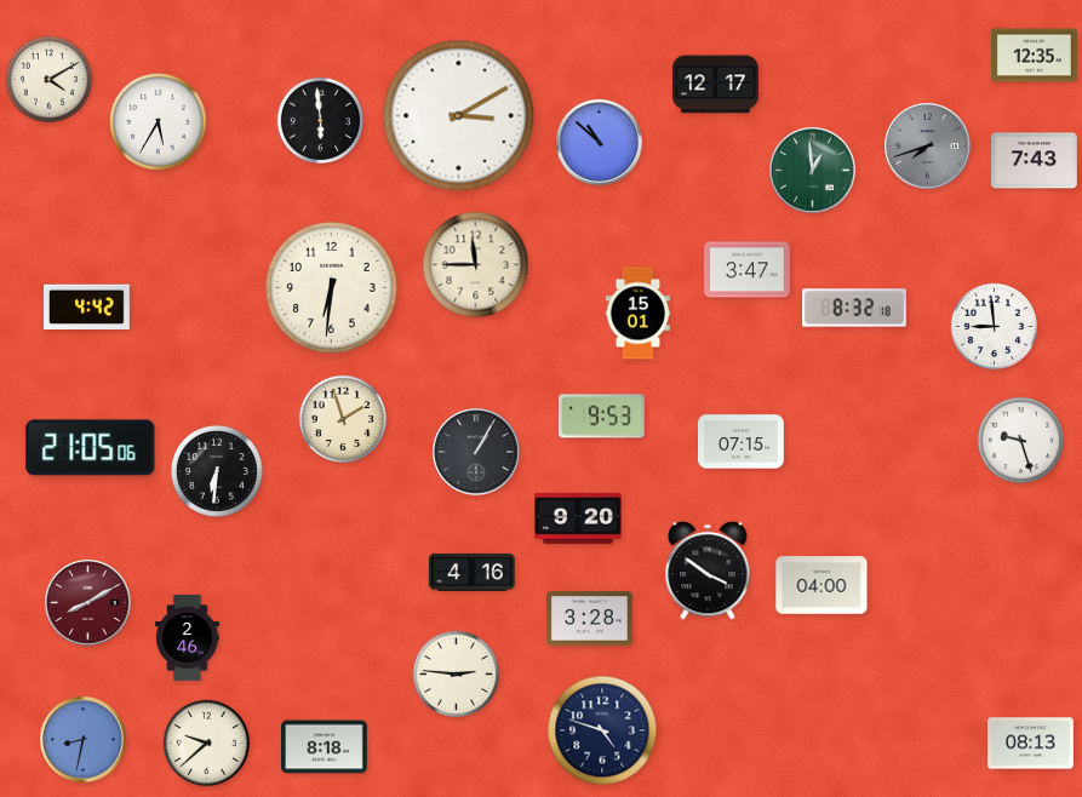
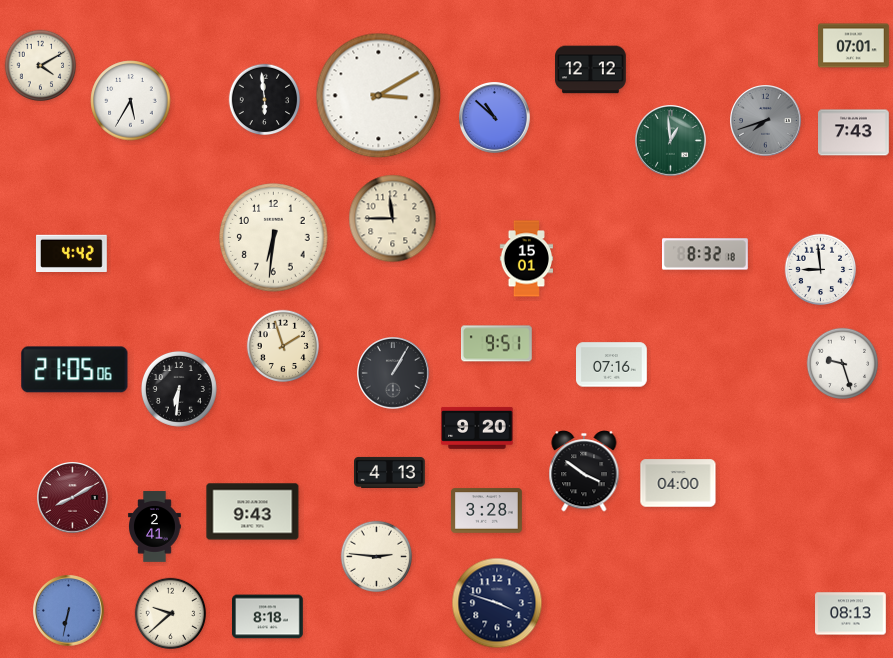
clock at (1035, 56): 12:35 -> 07:01
clock at (716, 85): 12:17 -> 12:12
clock at (748, 270): 3:47 -> none
clock at (601, 417): 9:53 -> 9:51
clock at (742, 442): 07:15 -> 07:16
clock at (473, 572): 4:16 -> 4:13
clock at (253, 512): none -> 9:43
clock at (188, 638): 2:46 -> 2:41
clock at (602, 730): 4:48 -> 3:48
clock at (84, 740): 8:32 -> 6:32
